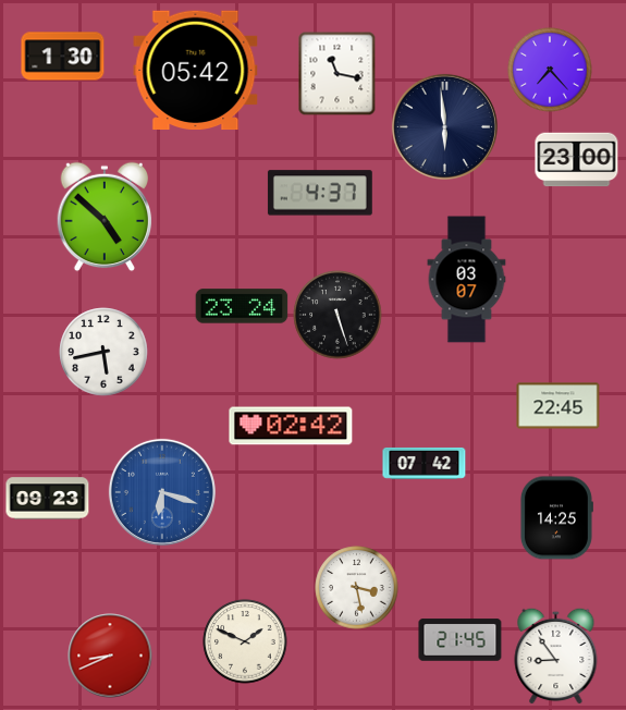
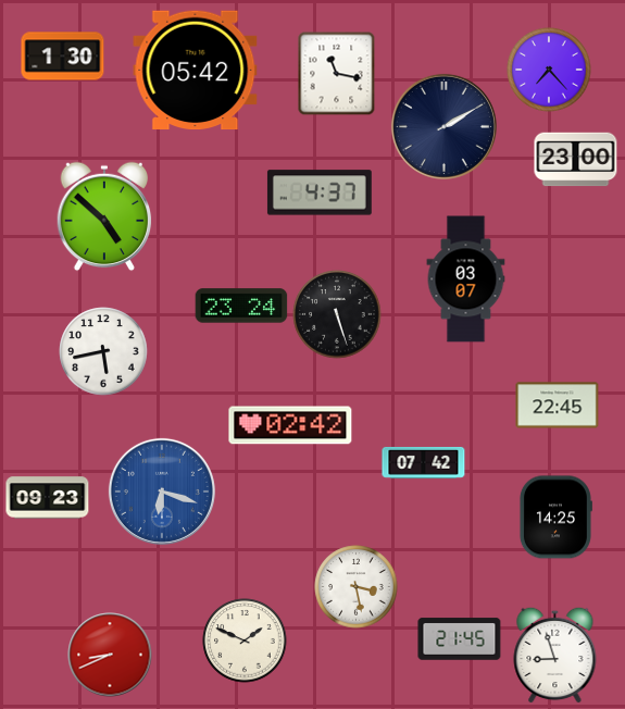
clock at (444, 126): 5:59 -> 2:10
clock at (556, 656): 8:54 -> 8:57
